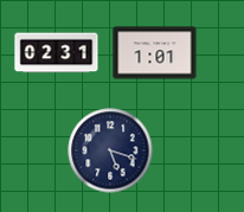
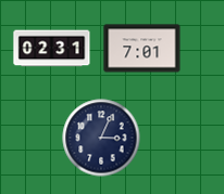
clock at (155, 53): 1:01 -> 7:01
clock at (110, 150): 5:18 -> 3:04
